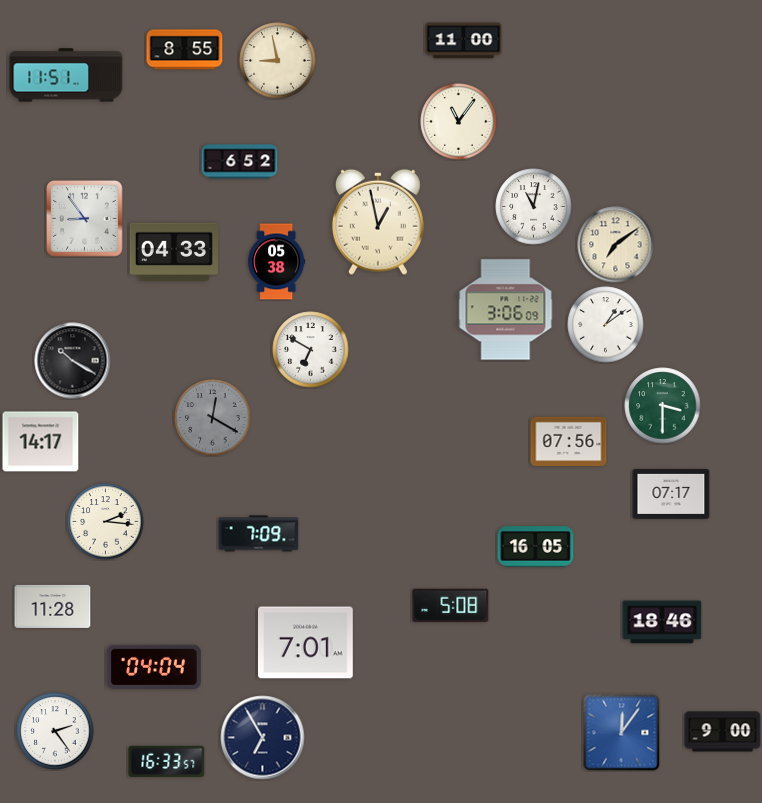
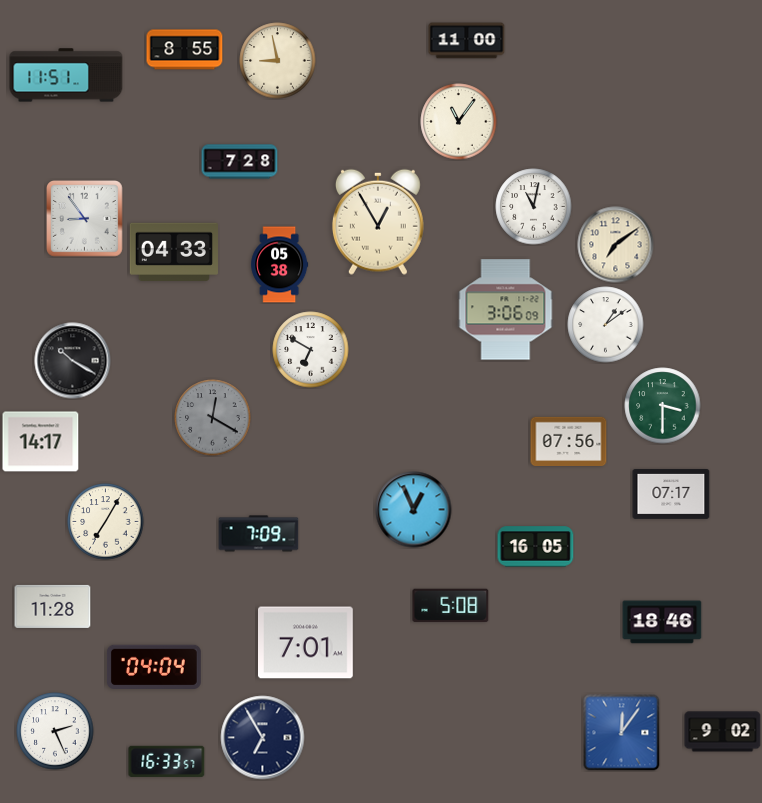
clock at (464, 41) position: (464, 41) -> (467, 41)
clock at (240, 162): 6:52 -> 7:28
clock at (378, 222): 12:58 -> 12:55
clock at (277, 262) position: (277, 262) -> (280, 265)
clock at (414, 510): none -> 12:56
clock at (106, 522): 2:16 -> 7:05
clock at (55, 731): 2:24 -> 2:26
clock at (723, 732): 9:00 -> 9:02
